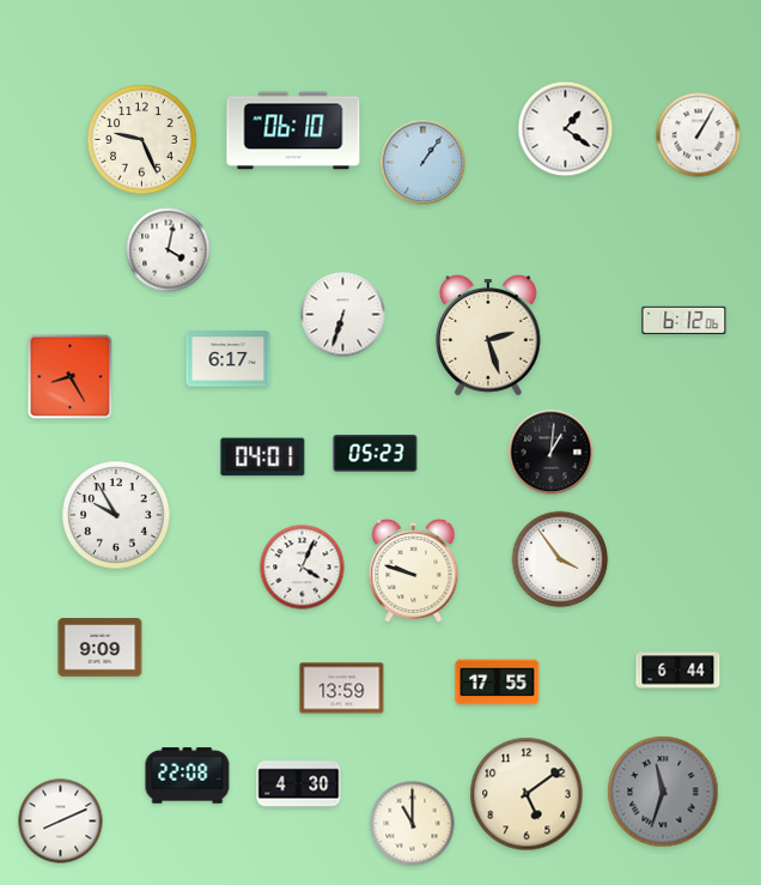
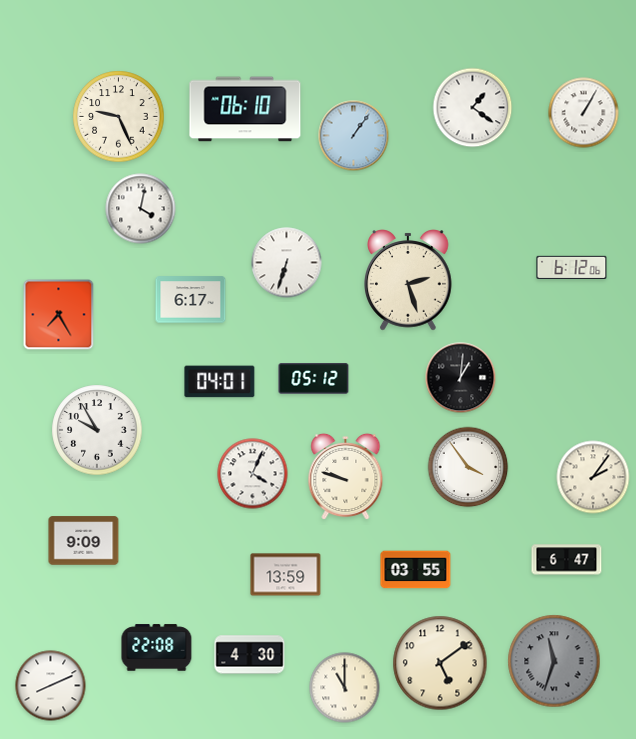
clock at (71, 377): 8:25 -> 7:25
clock at (376, 454): 05:23 -> 05:12
clock at (593, 477): none -> 2:06
clock at (678, 671): 6:44 -> 6:47
clock at (498, 683): 17:55 -> 03:55
